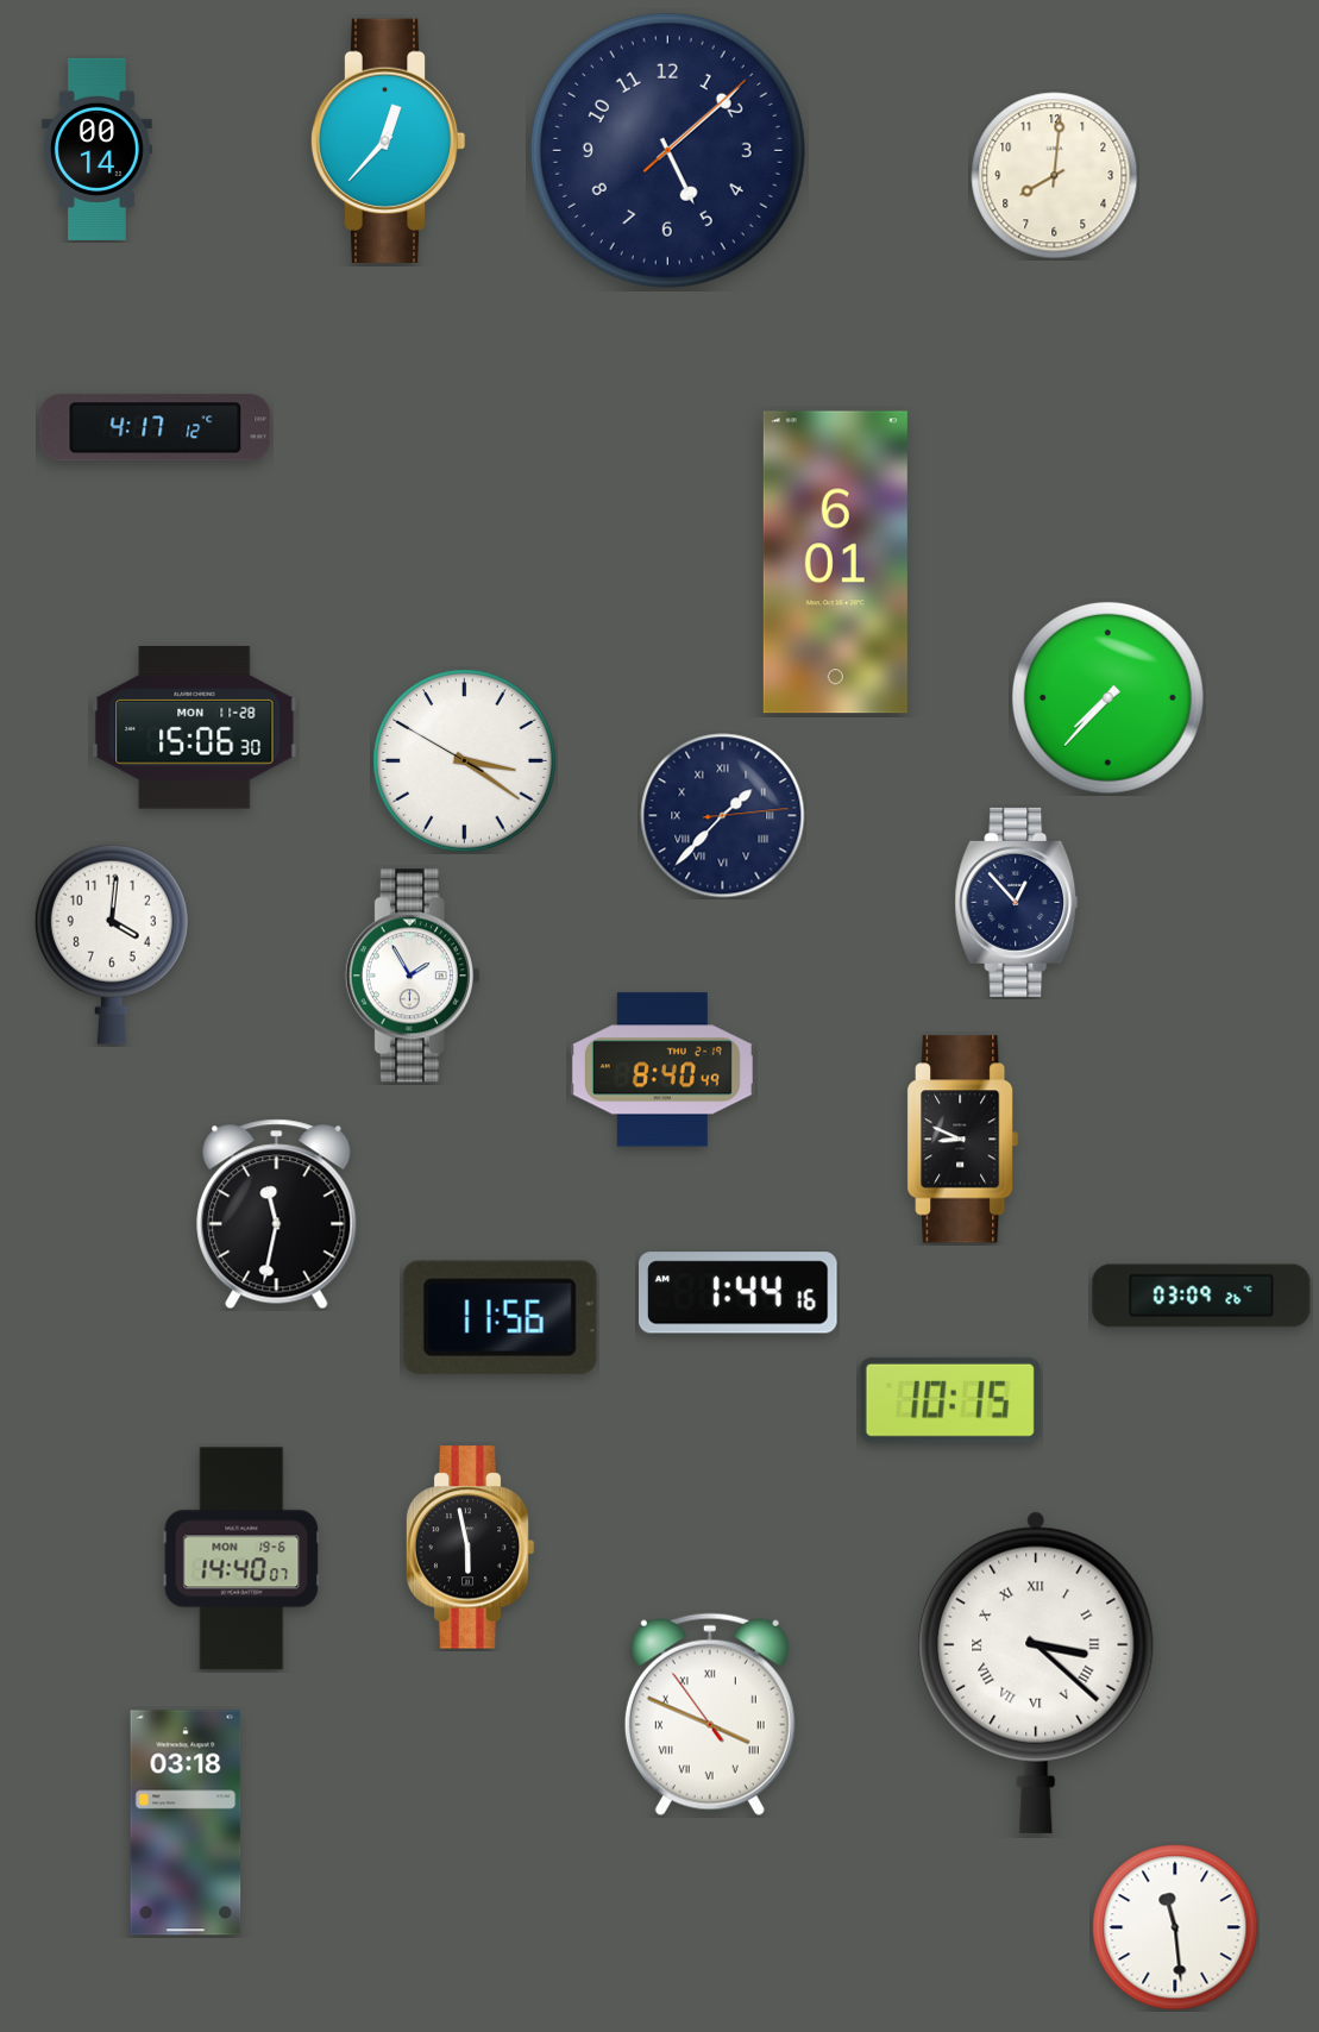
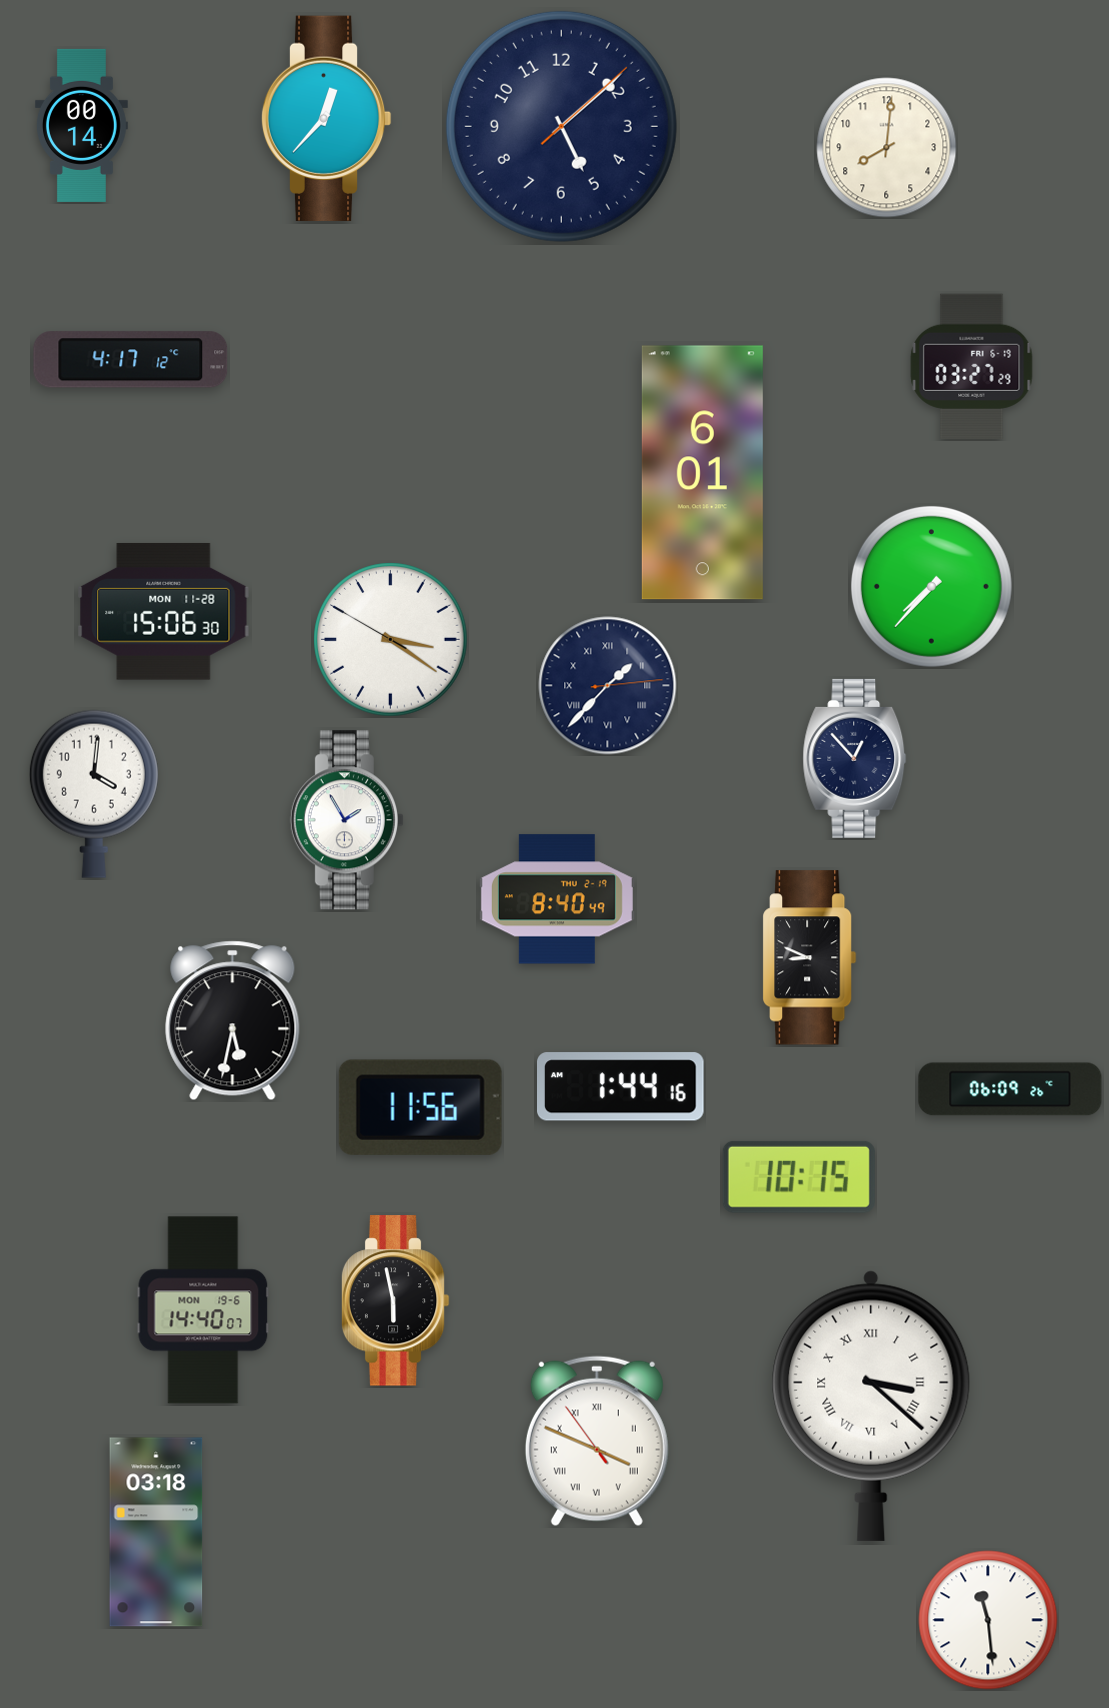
clock at (972, 366): none -> 03:27
clock at (277, 1215): 11:32 -> 5:32
clock at (1201, 1296): 03:09 -> 06:09
